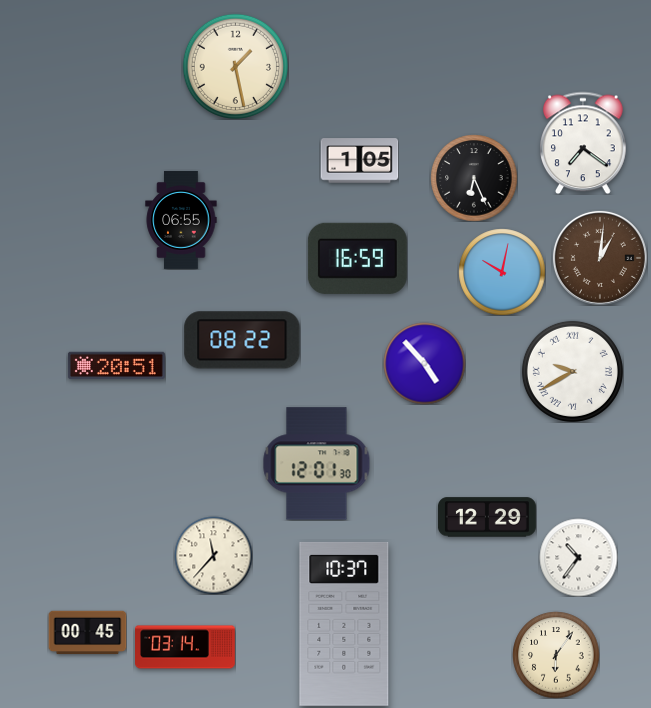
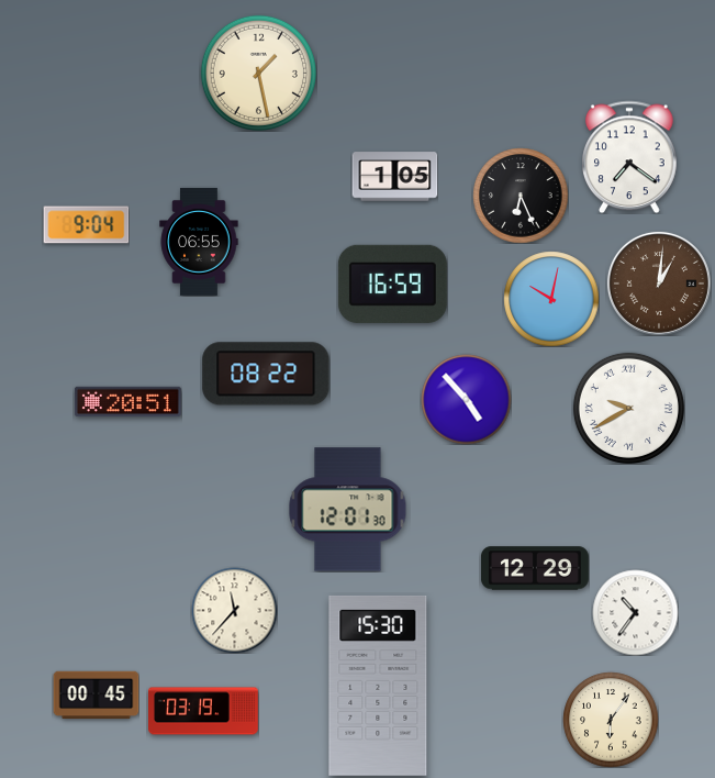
clock at (584, 143) position: (584, 143) -> (630, 157)
clock at (86, 225): none -> 9:04
clock at (344, 624): 10:37 -> 15:30
clock at (186, 647): 03:14 -> 03:19
